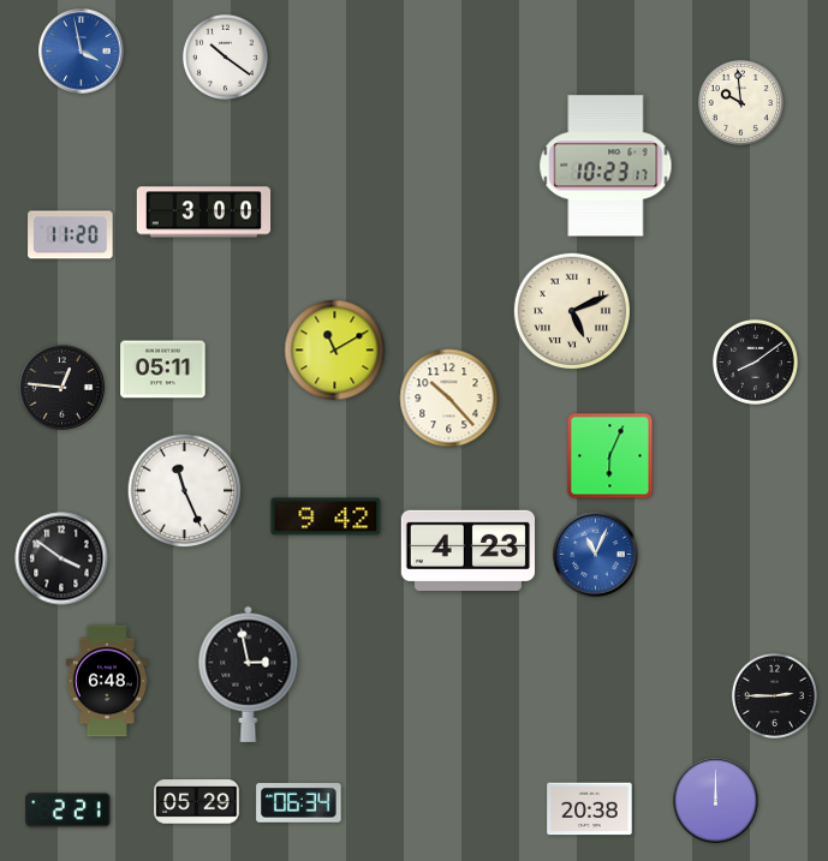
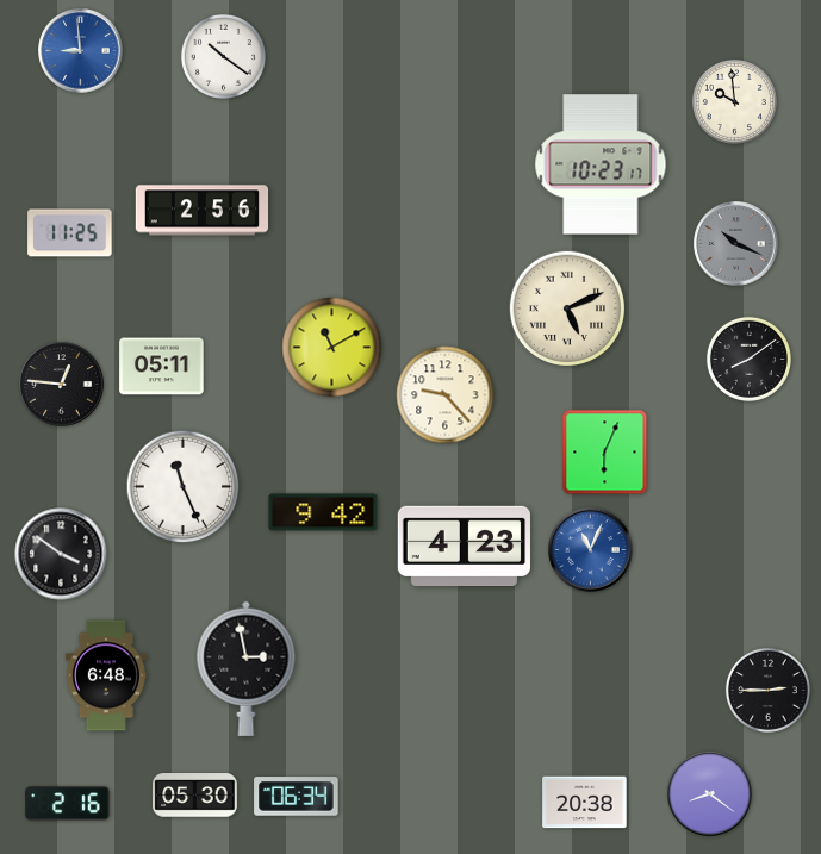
clock at (82, 52): 3:58 -> 8:59
clock at (204, 213): 3:00 -> 2:56
clock at (71, 235): 11:20 -> 11:25
clock at (736, 244): none -> 10:19
clock at (449, 399): 10:23 -> 9:23
clock at (716, 801): 12:00 -> 8:21
clock at (197, 802): 05:29 -> 05:30
clock at (68, 811): 2:21 -> 2:16
